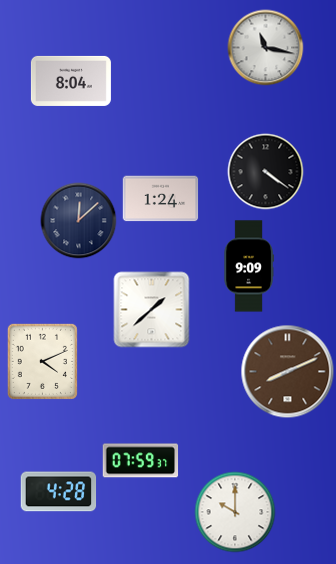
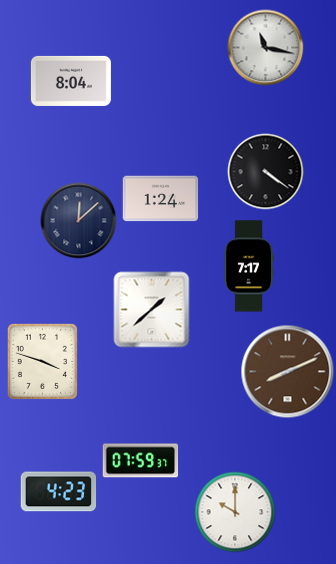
clock at (249, 266): 9:09 -> 7:17
clock at (42, 361): 4:11 -> 3:48
clock at (59, 492): 4:28 -> 4:23
